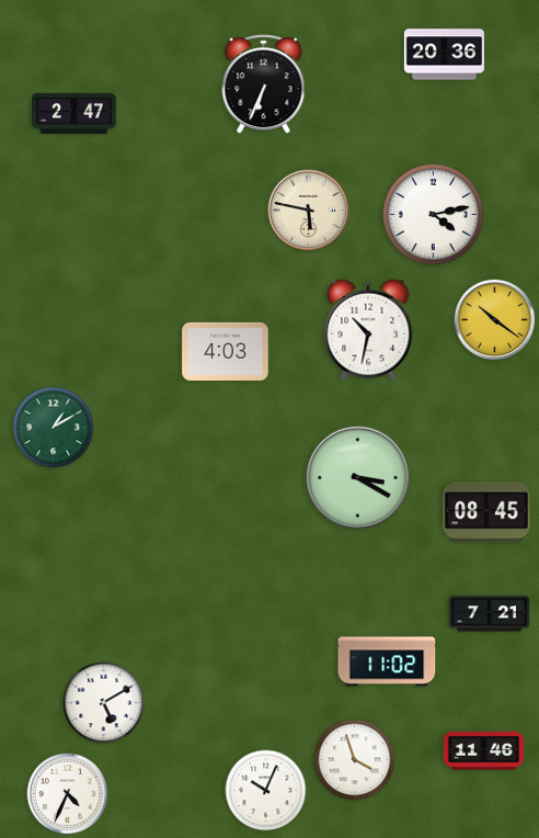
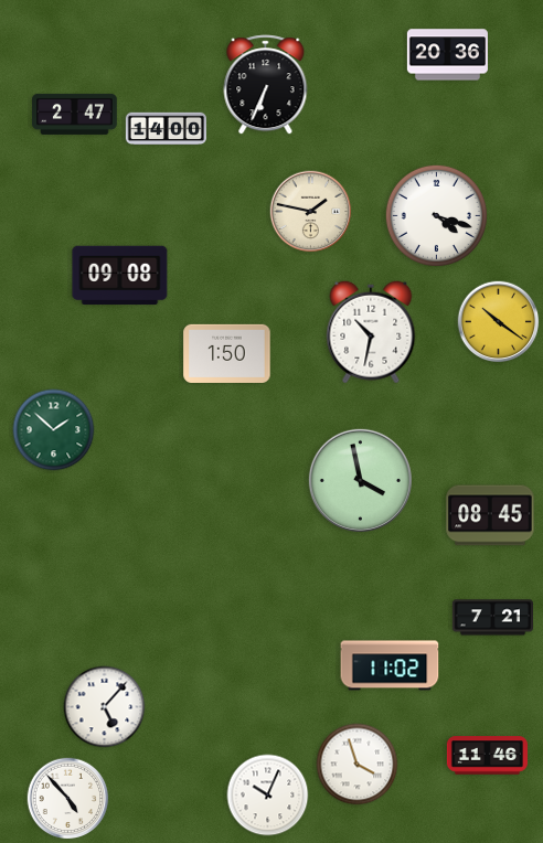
clock at (166, 129): none -> 14:00
clock at (309, 211): 5:47 -> 1:47
clock at (433, 214): 4:13 -> 4:18
clock at (120, 276): none -> 09:08
clock at (226, 351): 4:03 -> 1:50
clock at (54, 428): 1:10 -> 1:52
clock at (357, 477): 3:20 -> 3:58
clock at (104, 703): 5:10 -> 5:07
clock at (68, 794): 4:34 -> 4:53
